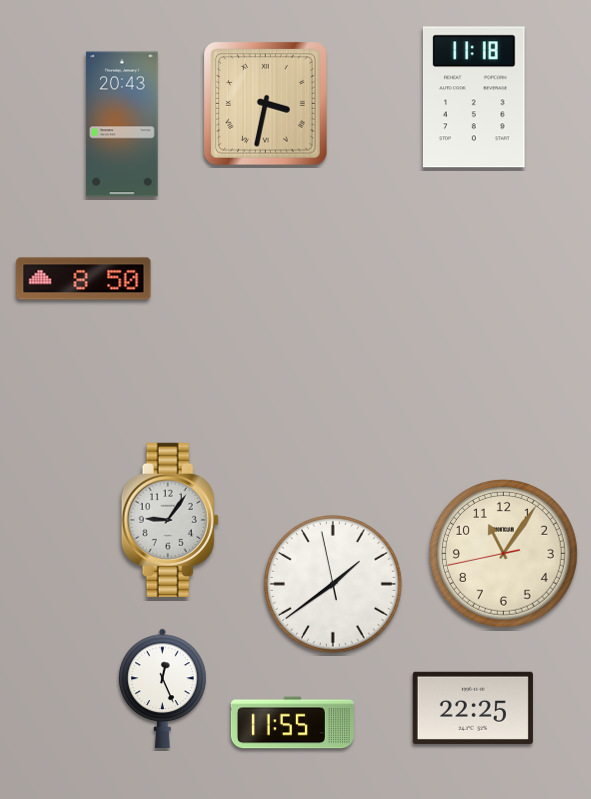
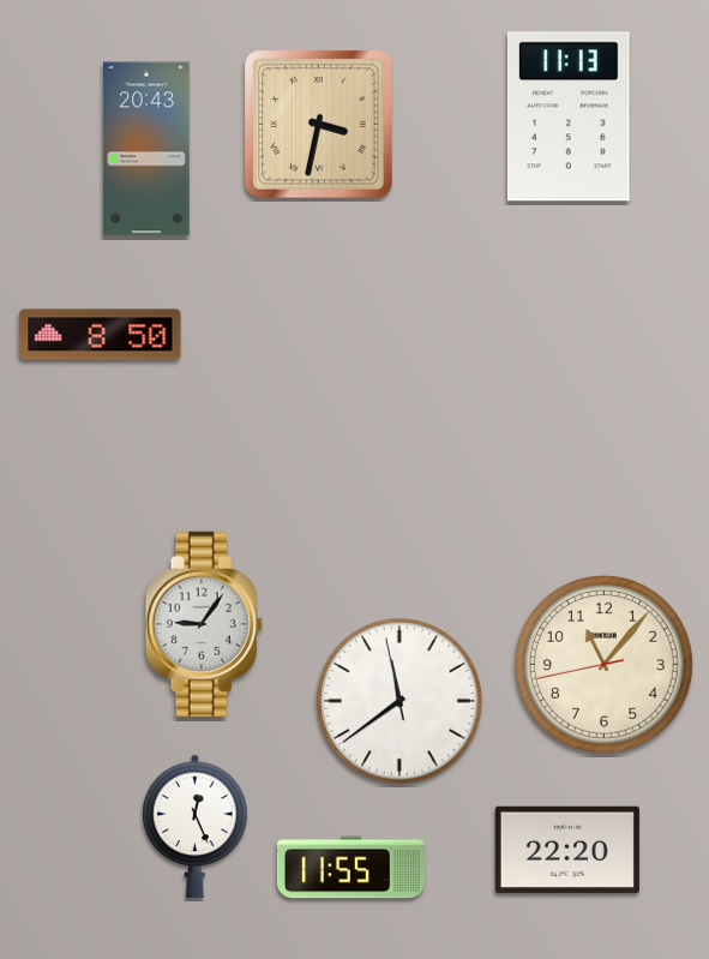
clock at (474, 97): 11:18 -> 11:13
clock at (503, 553): 11:05 -> 11:06
clock at (334, 585): 1:38 -> 11:38
clock at (473, 708): 22:25 -> 22:20
